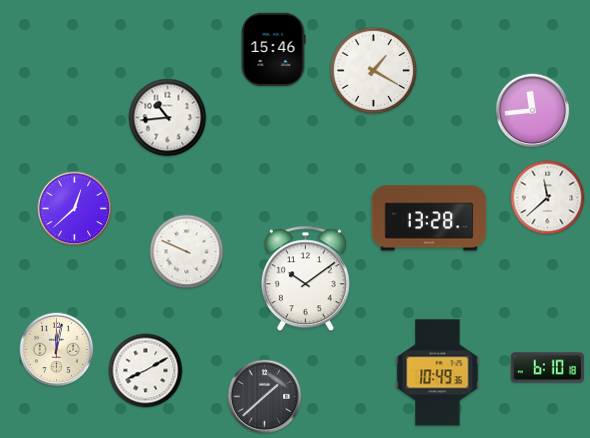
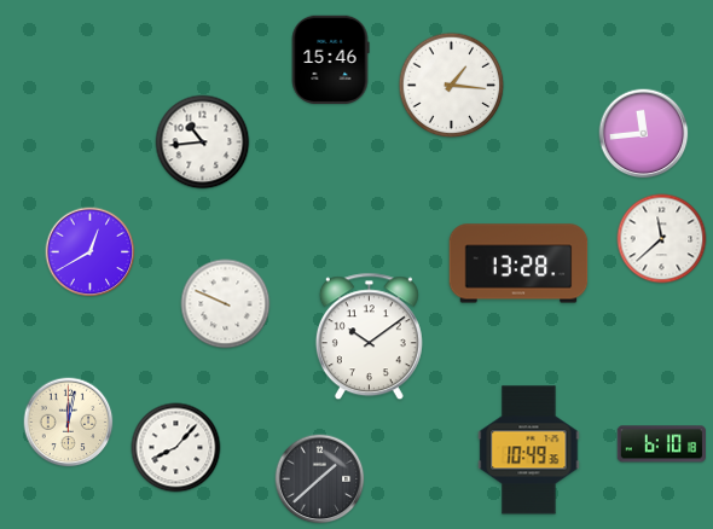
clock at (374, 71): 1:20 -> 1:16
clock at (75, 209): 12:38 -> 12:40
clock at (146, 371): 8:10 -> 8:07
